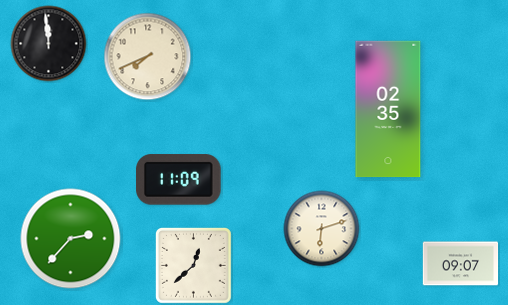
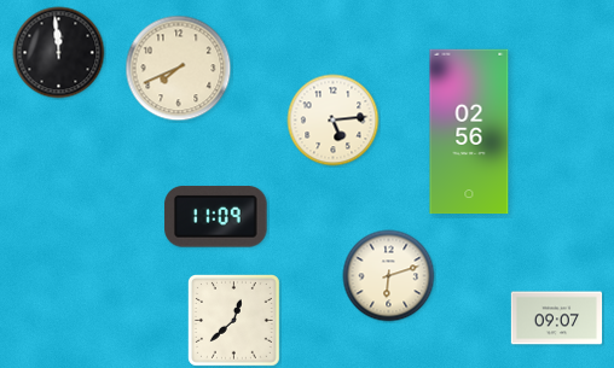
clock at (334, 121): none -> 5:14
clock at (388, 109): 02:35 -> 02:56
clock at (71, 239): 2:37 -> none
